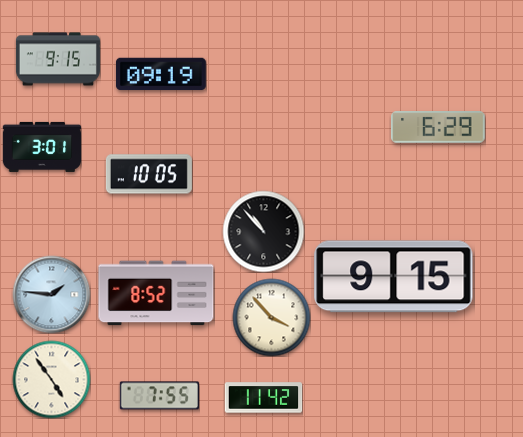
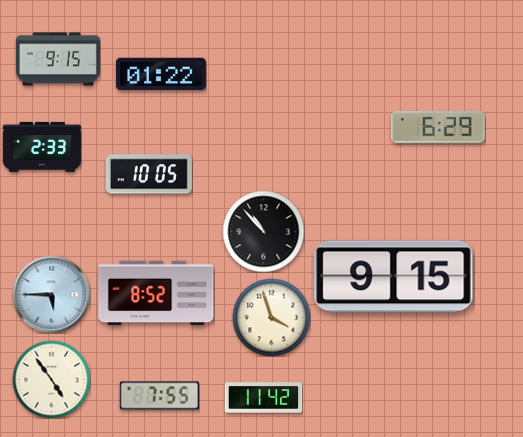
clock at (161, 74): 09:19 -> 01:22
clock at (42, 147): 3:01 -> 2:33
clock at (51, 294): 1:46 -> 5:45
clock at (271, 317): 3:53 -> 3:57
